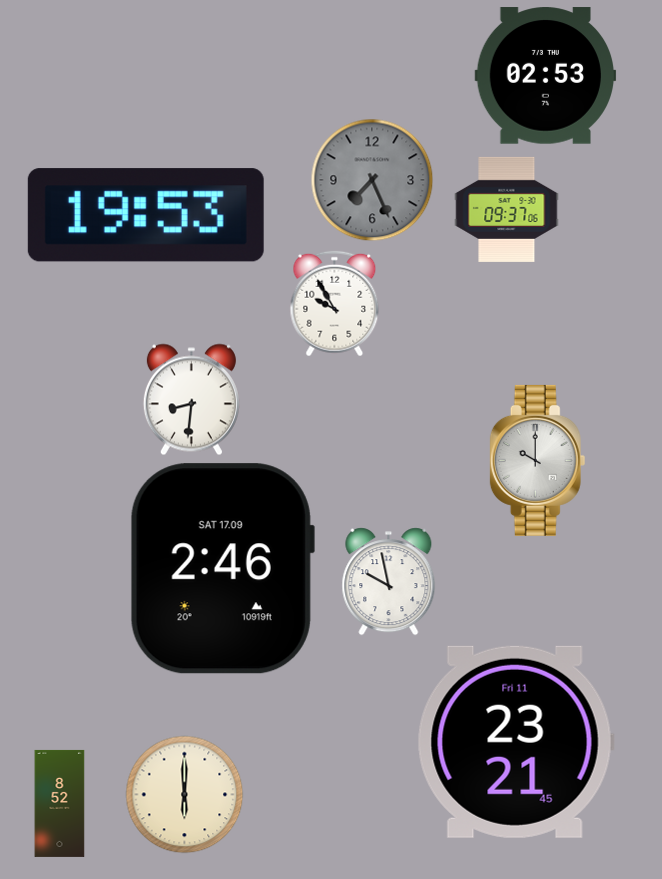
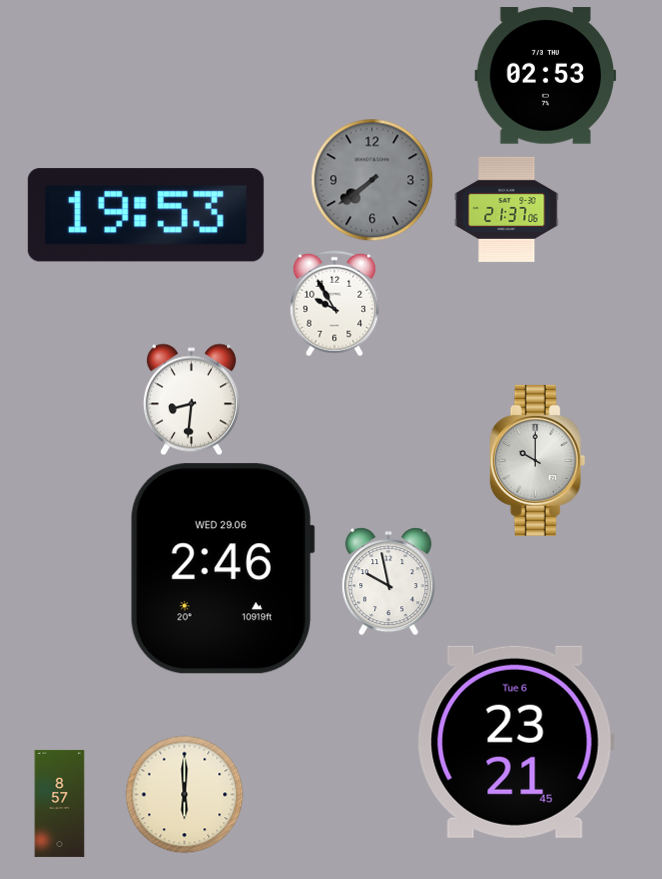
clock at (372, 180): 7:26 -> 7:39
clock at (507, 209): 09:37 -> 21:37
clock at (222, 569) date: SAT 17.09 -> WED 29.06
clock at (516, 742) date: Fri 11 -> Tue 6
clock at (60, 803): 8:52 -> 8:57
